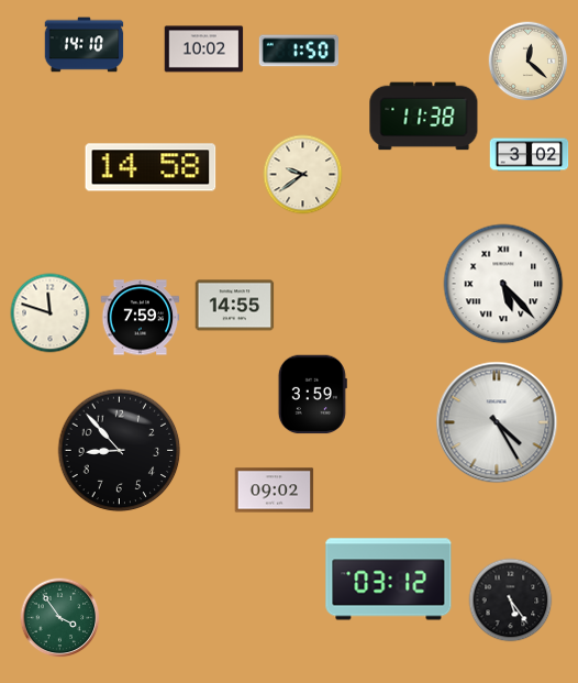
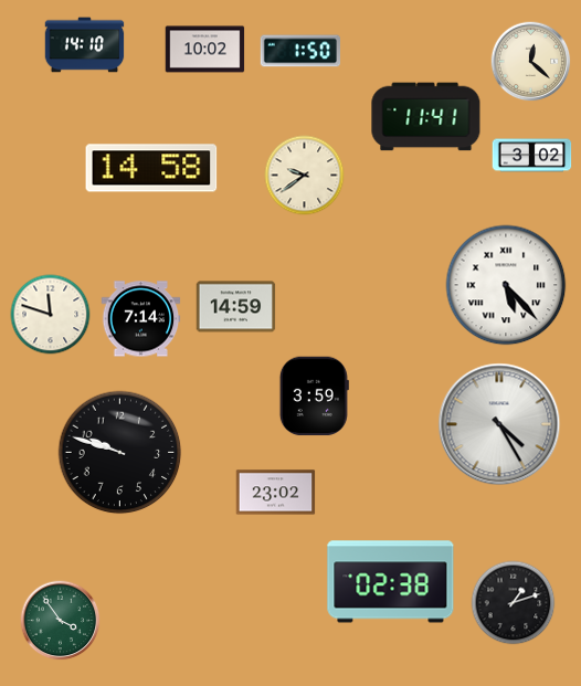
clock at (424, 117): 11:38 -> 11:41
clock at (235, 306): 14:55 -> 14:59
clock at (141, 318): 7:59 -> 7:14
clock at (120, 451): 8:53 -> 9:48
clock at (275, 491): 09:02 -> 23:02
clock at (389, 580): 03:12 -> 02:38
clock at (511, 601): 5:24 -> 1:12
